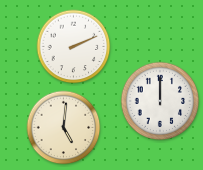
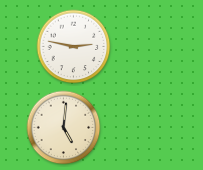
clock at (74, 47): 2:11 -> 2:47
clock at (160, 101): 12:00 -> none
